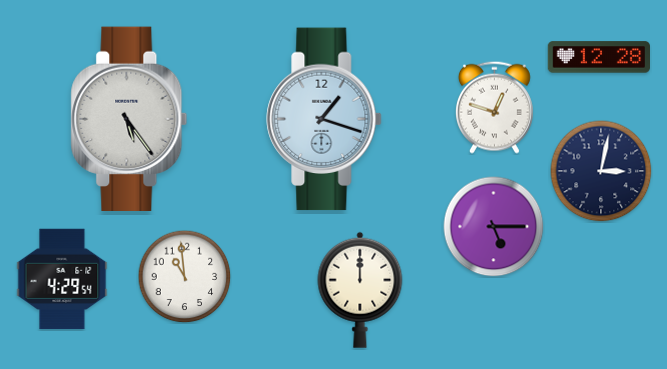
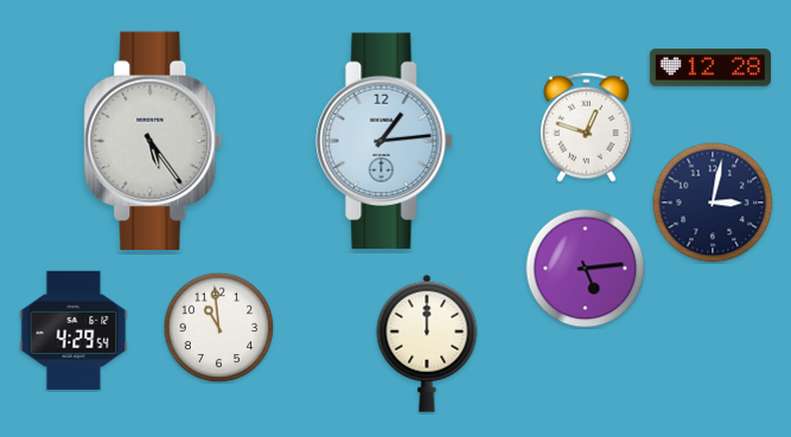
clock at (324, 119): 1:18 -> 1:14
clock at (494, 227): 5:15 -> 5:14
